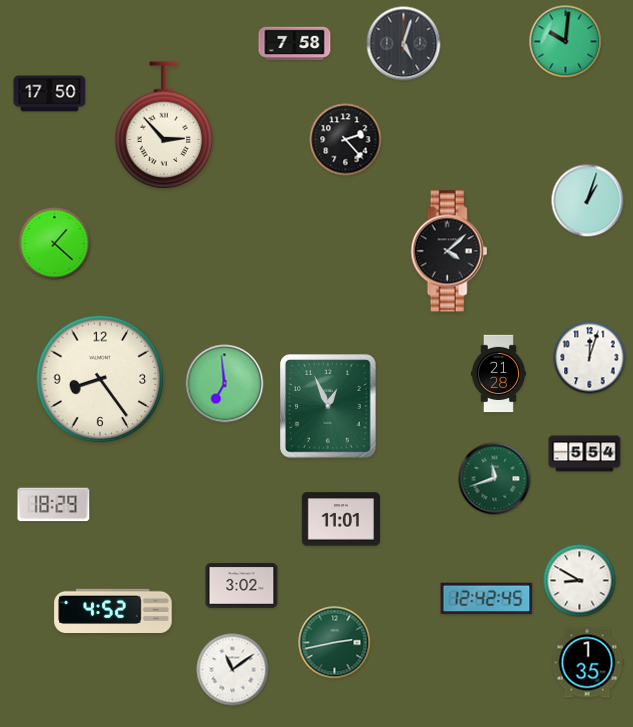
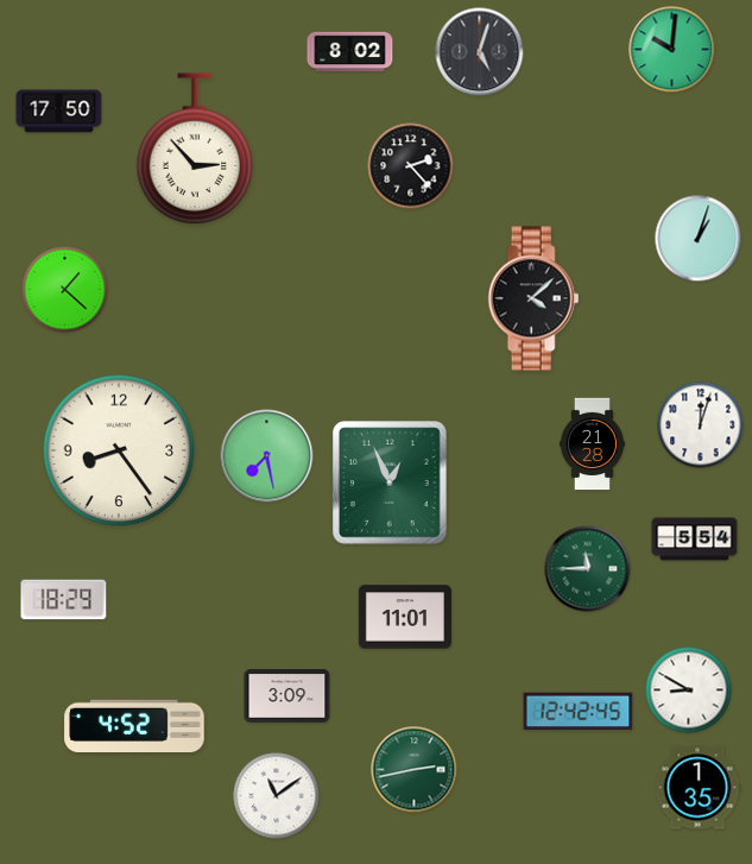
clock at (295, 44): 7:58 -> 8:02
clock at (225, 384): 6:59 -> 7:28
clock at (495, 479): 11:42 -> 11:45
clock at (242, 586): 3:02 -> 3:09
clock at (335, 643) position: (335, 643) -> (415, 770)
